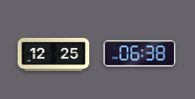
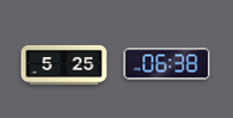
clock at (54, 54): 12:25 -> 5:25
